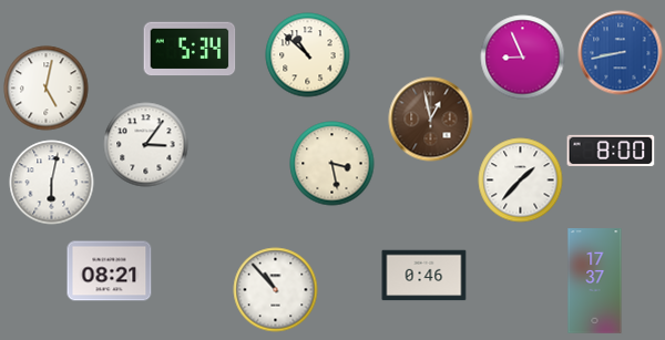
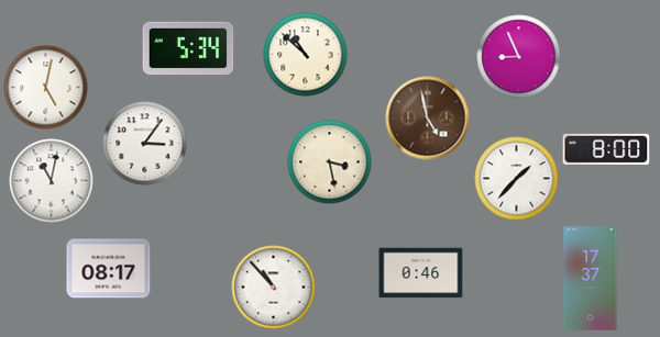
clock at (621, 53): 8:43 -> none
clock at (431, 120): 12:58 -> 4:58
clock at (52, 183): 6:02 -> 11:02
clock at (110, 271): 08:21 -> 08:17
